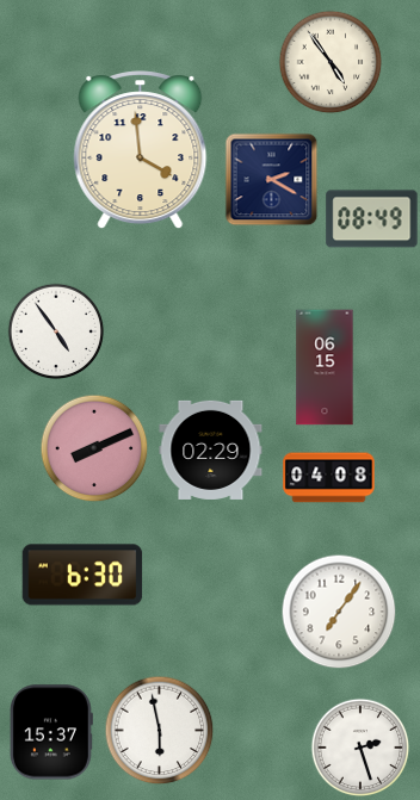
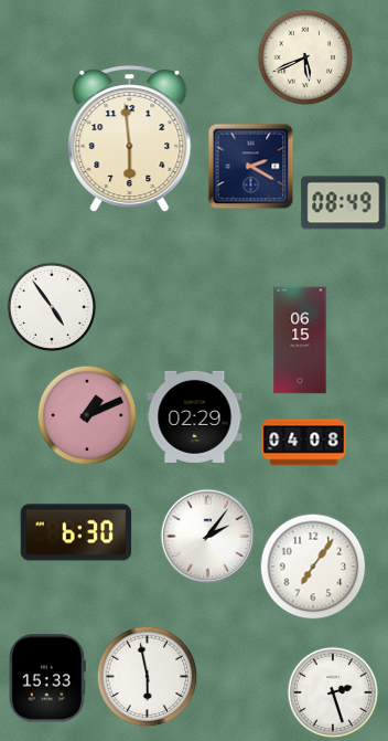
clock at (331, 62): 4:54 -> 5:41
clock at (141, 150): 3:59 -> 5:59
clock at (94, 448): 8:11 -> 1:11
clock at (207, 536): none -> 2:06
clock at (51, 732): 15:37 -> 15:33
